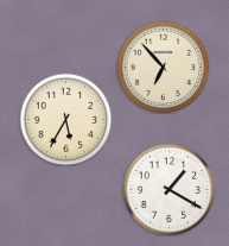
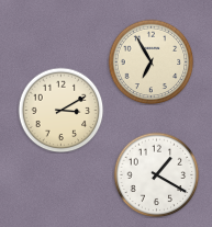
clock at (163, 67): 6:53 -> 6:55
clock at (65, 119): 5:35 -> 3:10
